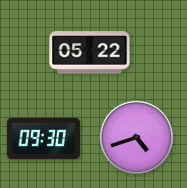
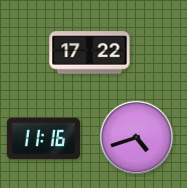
clock at (90, 53): 05:22 -> 17:22
clock at (43, 139): 09:30 -> 11:16
